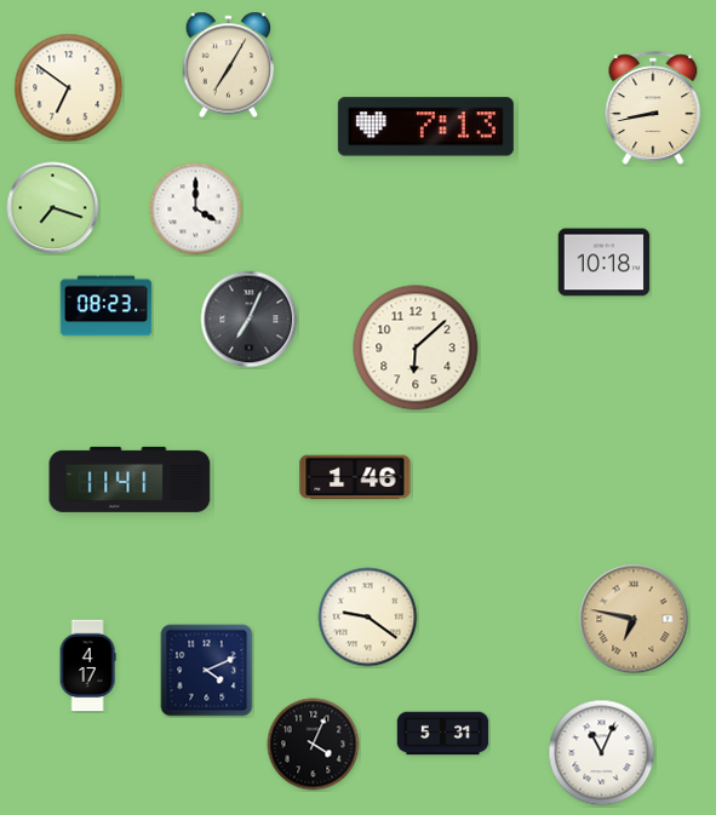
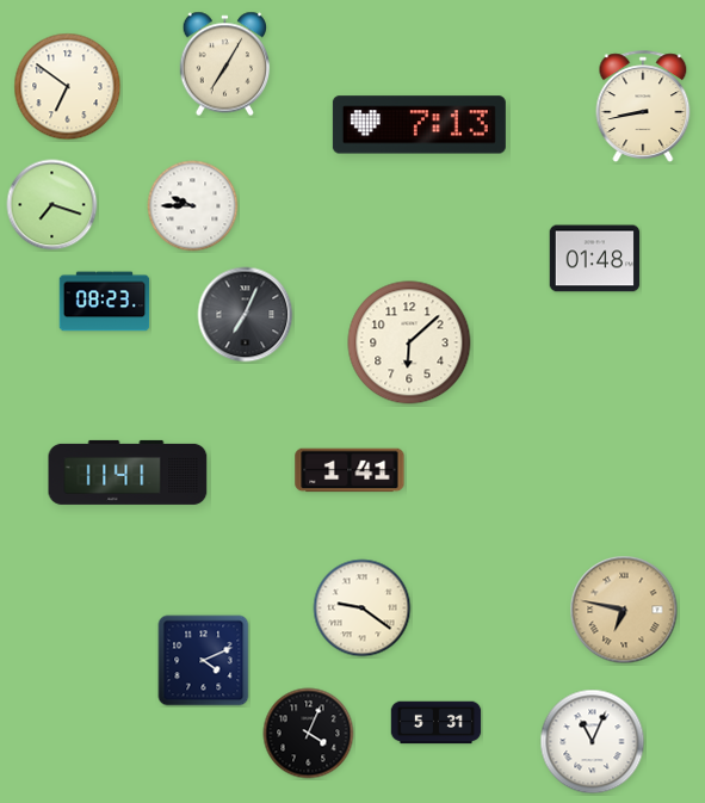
clock at (196, 210): 4:00 -> 9:45
clock at (605, 263): 10:18 -> 01:48
clock at (355, 477): 1:46 -> 1:41
clock at (87, 666): 4:17 -> none
